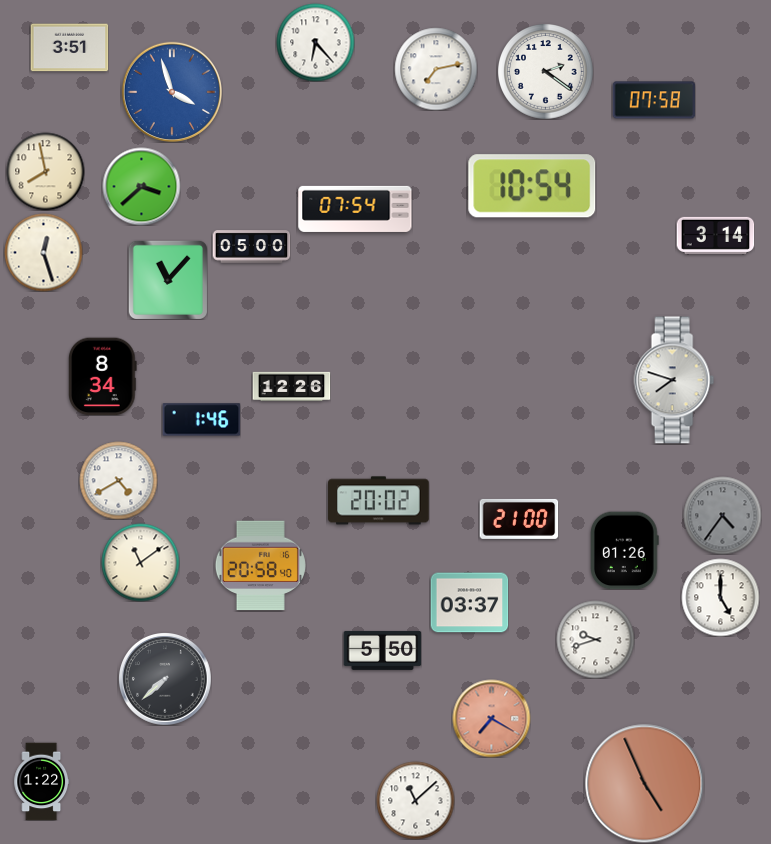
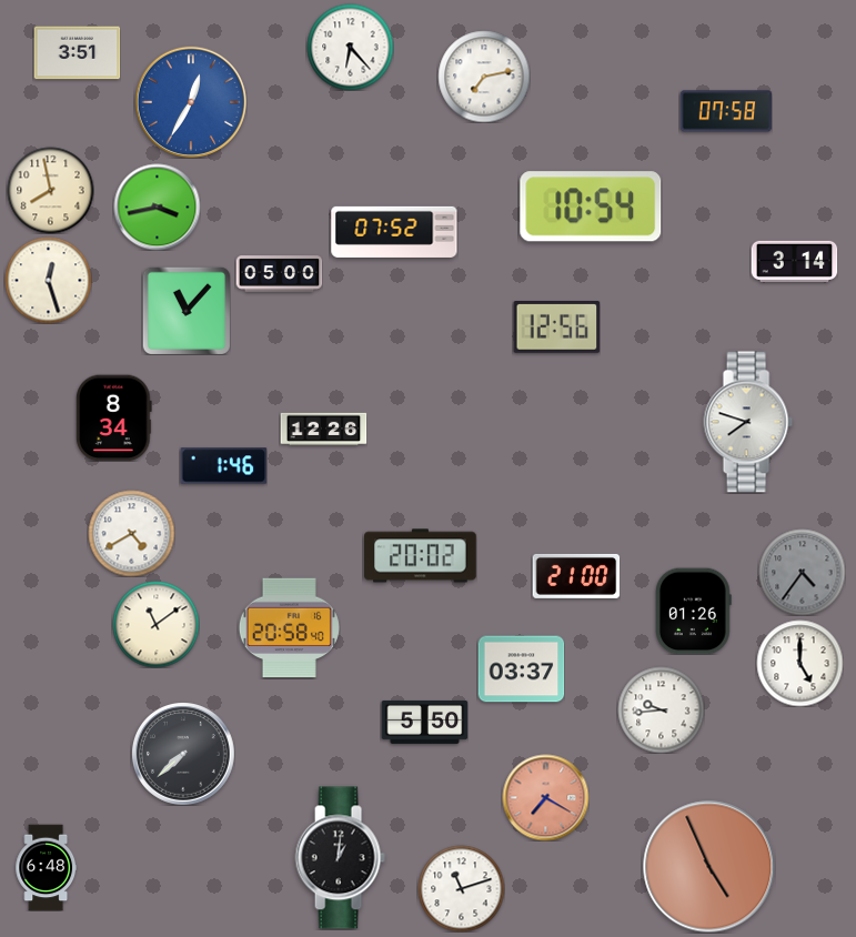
clock at (546, 72): 2:21 -> none
clock at (172, 92): 3:57 -> 12:35
clock at (141, 186): 3:38 -> 3:43
clock at (355, 209): 07:54 -> 07:52
clock at (556, 328): none -> 12:56
clock at (595, 639): 9:42 -> 9:44
clock at (340, 858): none -> 1:01
clock at (41, 781): 1:22 -> 6:48
clock at (645, 784) position: (645, 784) -> (709, 867)
clock at (415, 800): 11:08 -> 11:12
